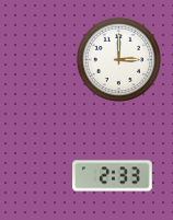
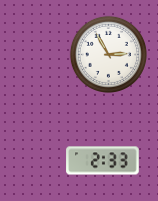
clock at (118, 59): 3:00 -> 2:55
